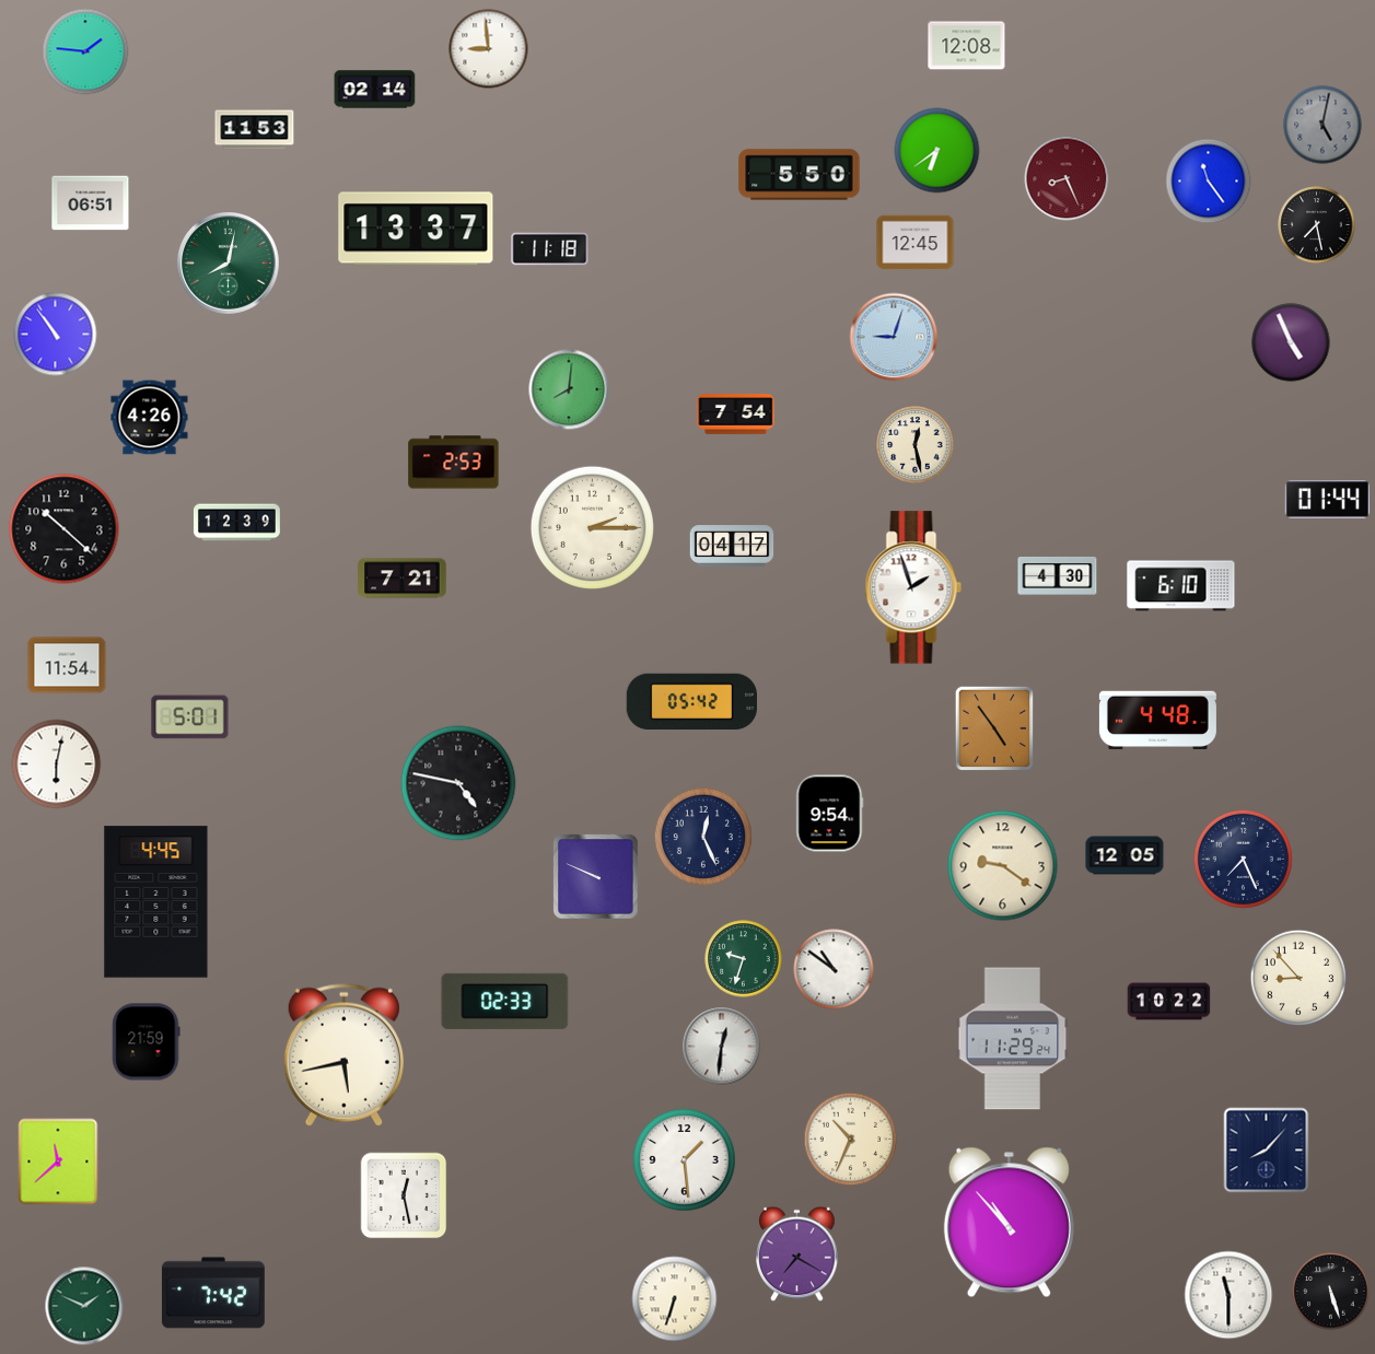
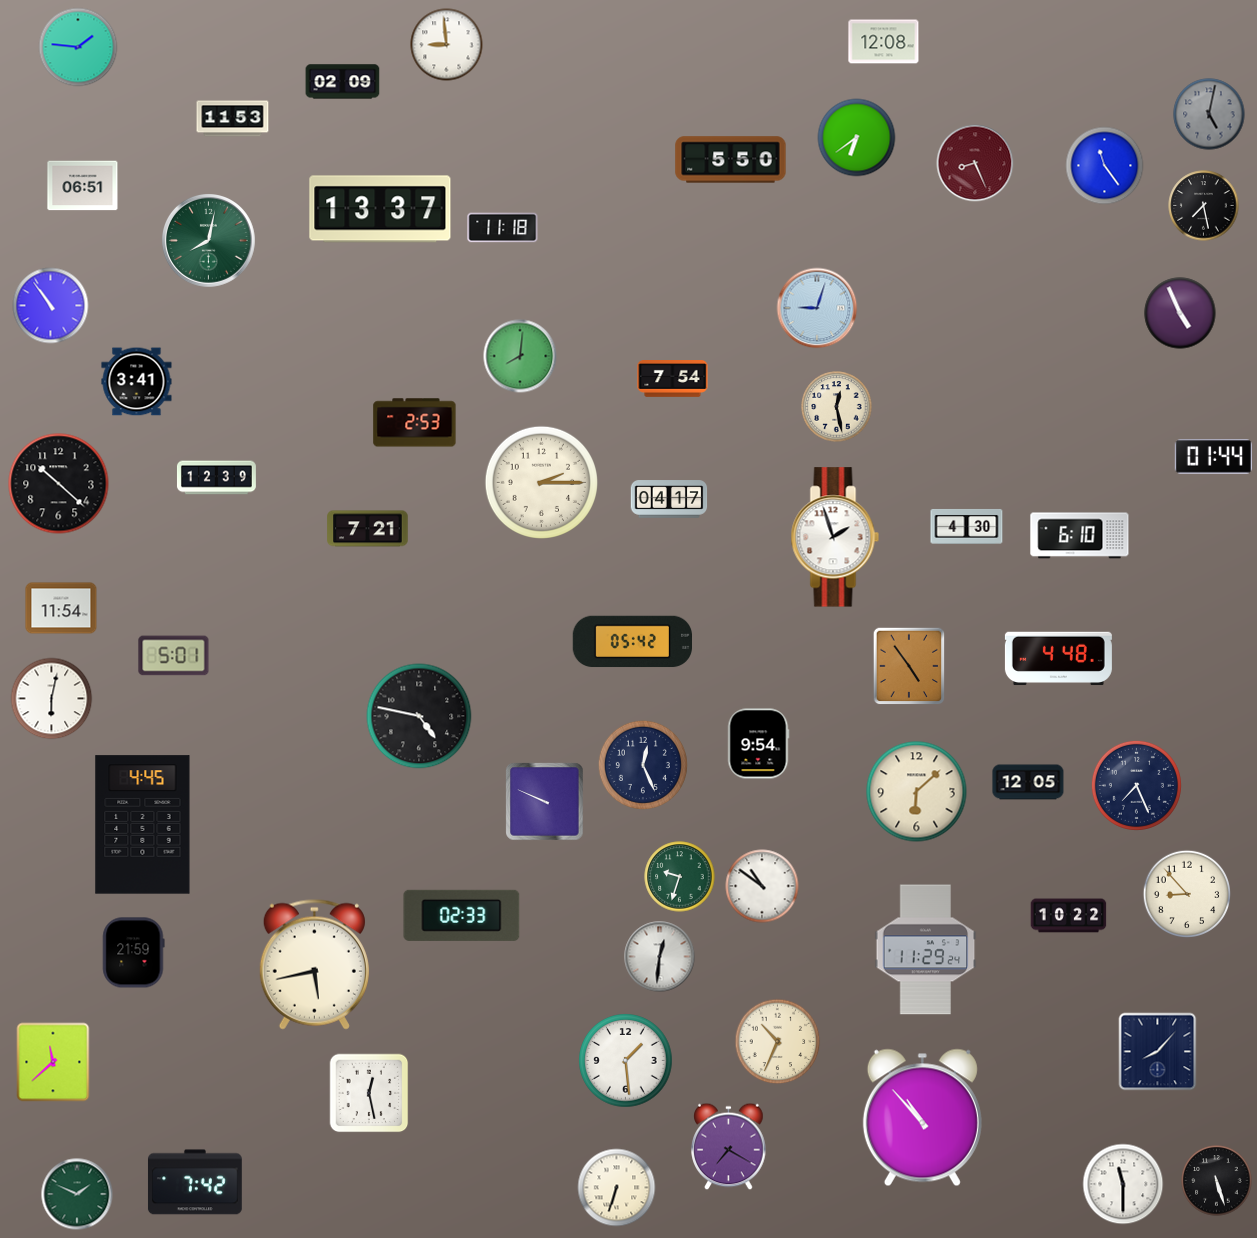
clock at (375, 90): 02:14 -> 02:09
clock at (916, 243): 12:45 -> none
clock at (150, 418): 4:26 -> 3:41
clock at (1003, 866): 9:21 -> 6:08
